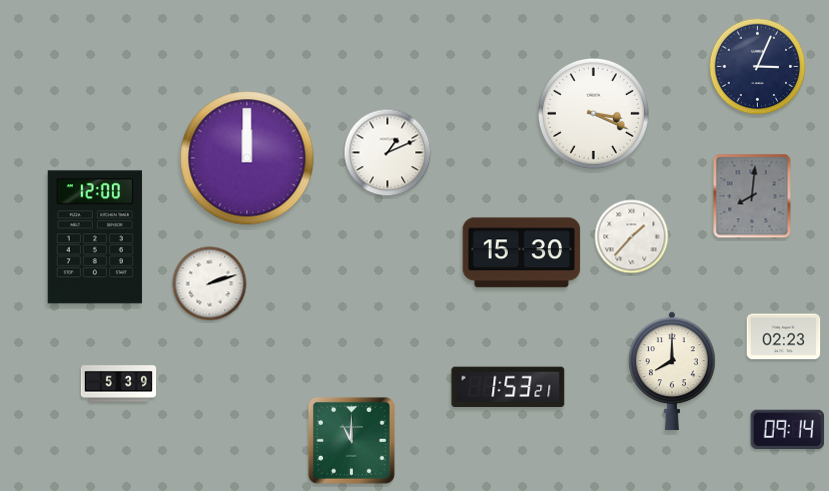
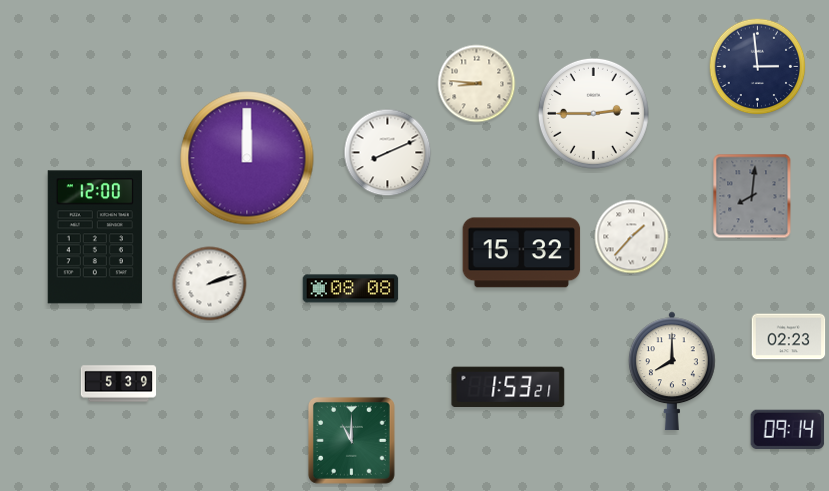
clock at (758, 67): 3:04 -> 2:59
clock at (477, 84): none -> 8:46
clock at (593, 113): 3:19 -> 2:45
clock at (388, 153): 1:11 -> 8:11
clock at (522, 253): 15:30 -> 15:32
clock at (351, 289): none -> 08:08
clock at (784, 337) position: (784, 337) -> (789, 337)
